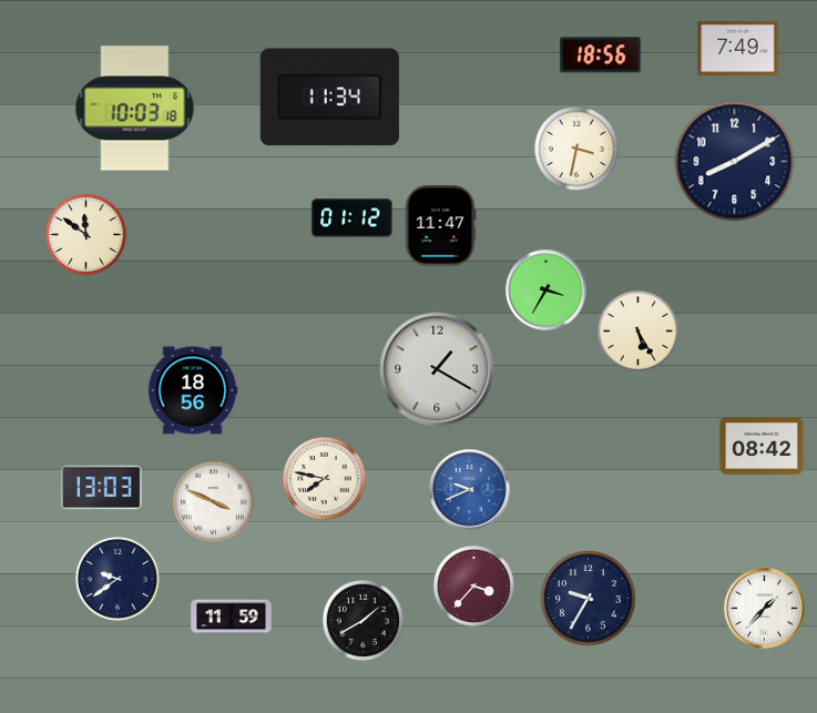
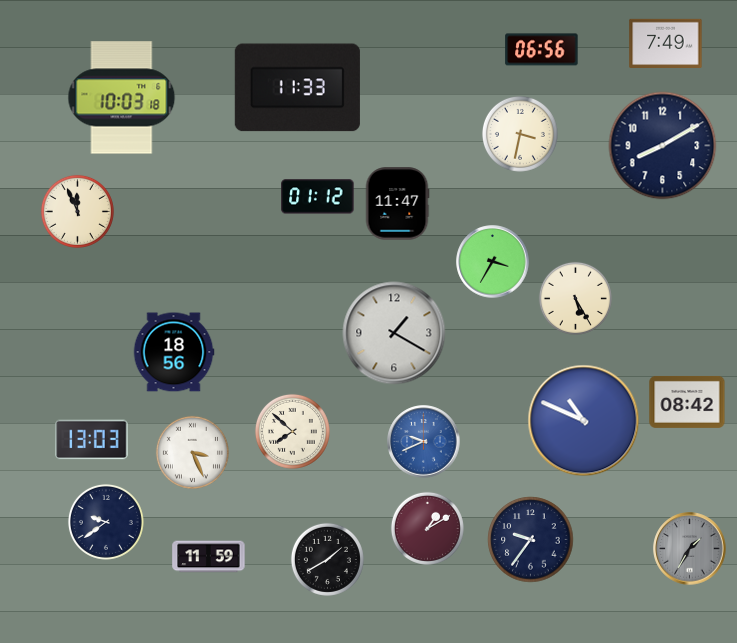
clock at (601, 55): 18:56 -> 06:56
clock at (329, 98): 11:34 -> 11:33
clock at (85, 234): 11:51 -> 11:56
clock at (584, 421): none -> 10:49
clock at (324, 478): 7:47 -> 7:52
clock at (213, 501): 3:49 -> 3:26
clock at (473, 585): 3:37 -> 1:10
clock at (589, 599): 9:35 -> 9:36
clock at (765, 609): 1:37 -> 1:35
clock at (765, 609) dial: white -> grey
